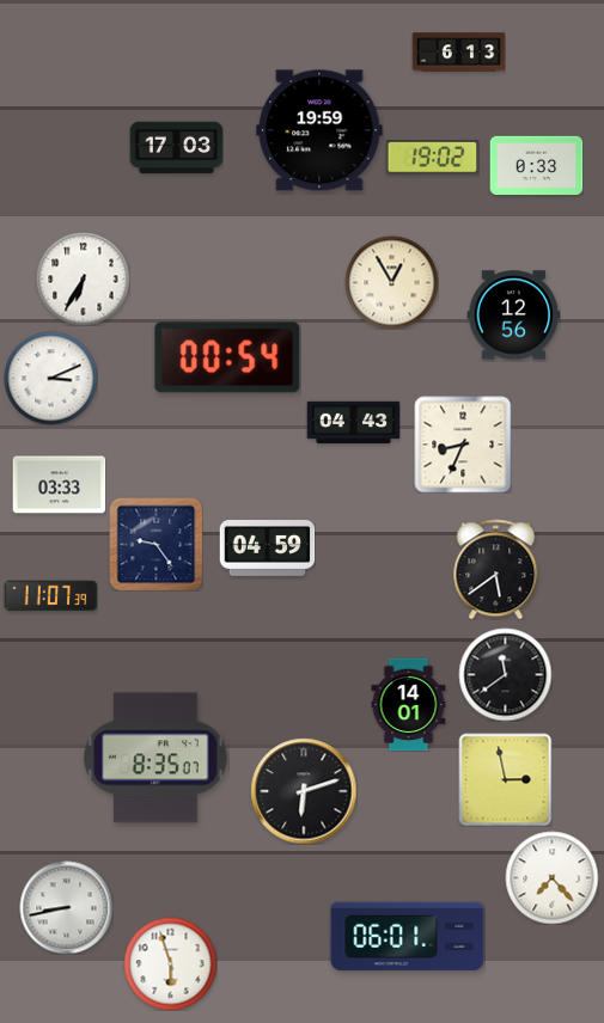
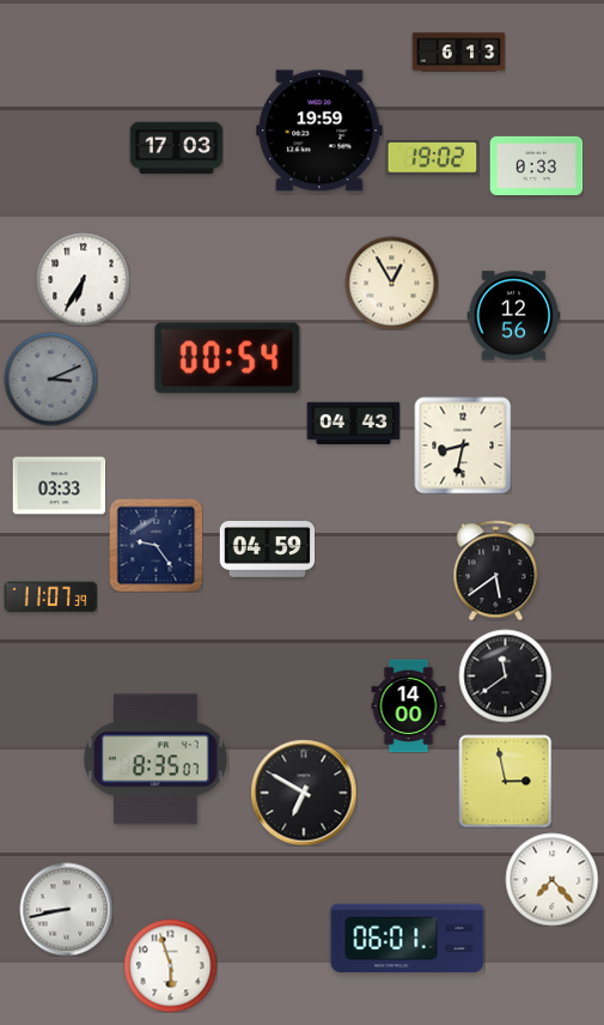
clock at (50, 378) dial: white -> grey
clock at (463, 445): 8:34 -> 8:32
clock at (409, 704): 14:01 -> 14:00
clock at (304, 791): 6:12 -> 6:50
